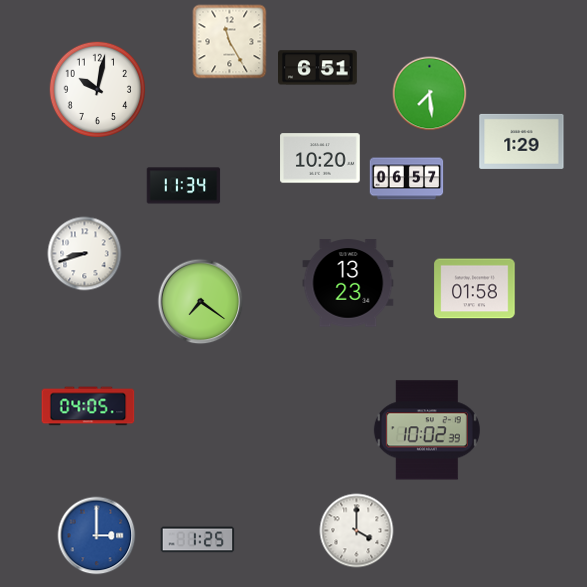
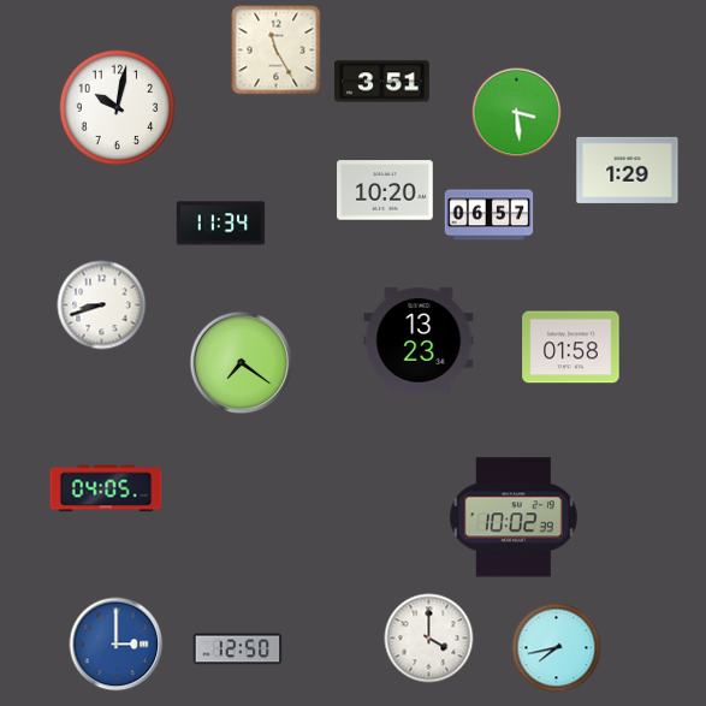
clock at (318, 68): 6:51 -> 3:51
clock at (430, 94): 7:29 -> 3:29
clock at (557, 648): none -> 7:43
clock at (198, 540): 1:25 -> 12:50
